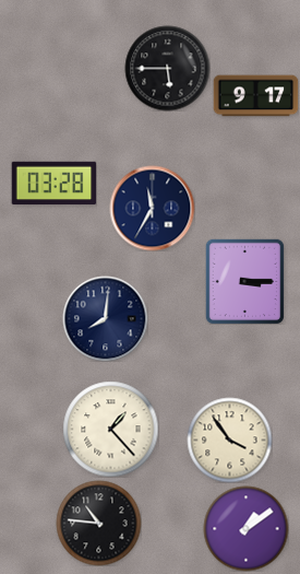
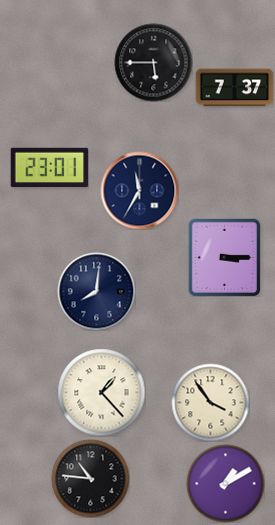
clock at (255, 96): 9:17 -> 7:37
clock at (53, 184): 03:28 -> 23:01
clock at (245, 528): 1:09 -> 1:10
